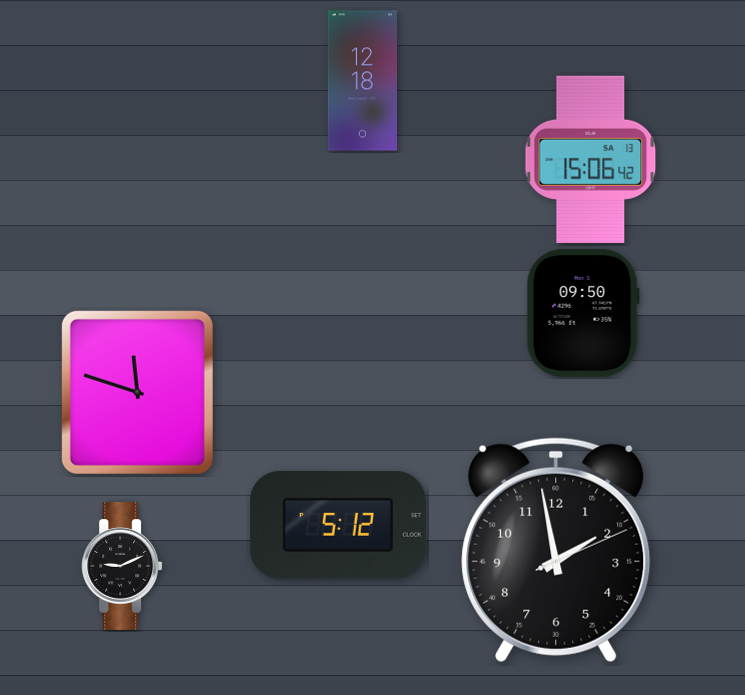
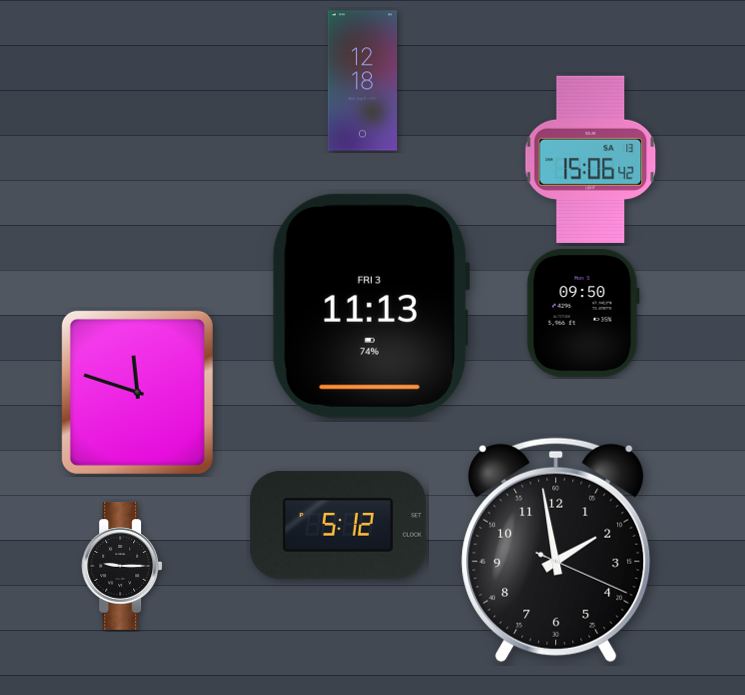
clock at (370, 306): none -> 11:13
clock at (556, 550): 1:58:11 -> 1:58:19
clock at (122, 567): 9:11 -> 9:15
